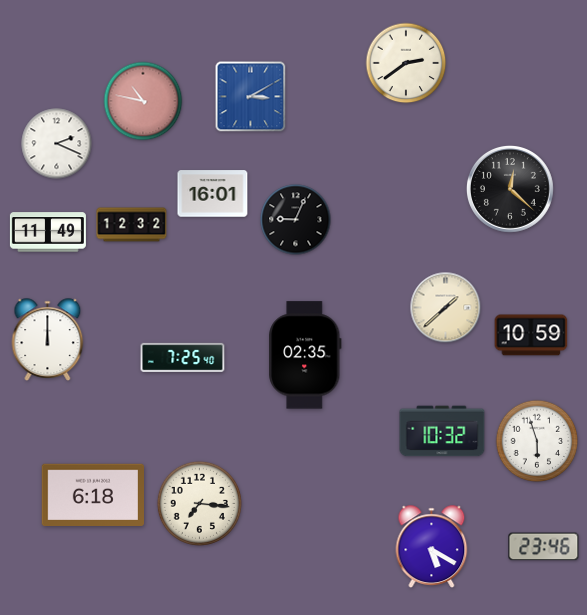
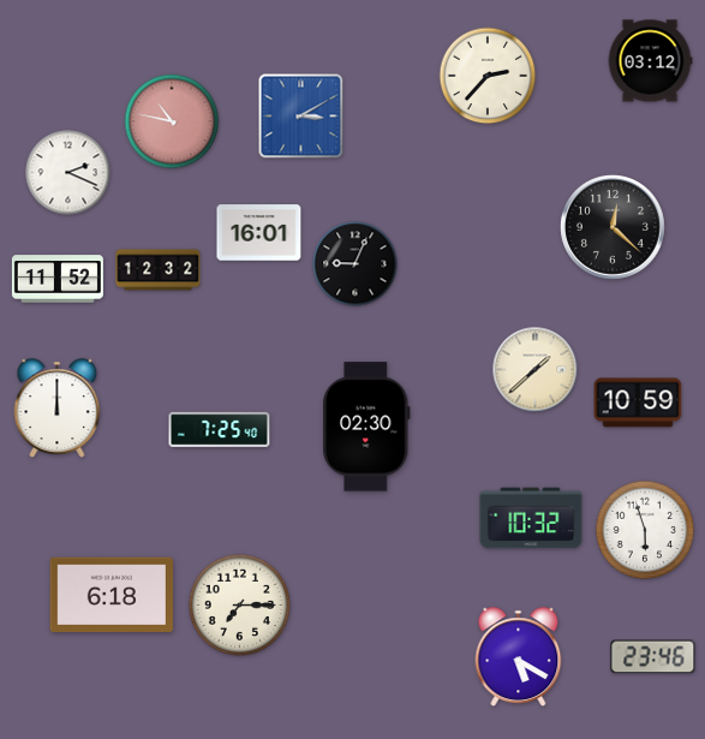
clock at (650, 61): none -> 03:12
clock at (406, 63): 2:39 -> 2:37
clock at (213, 194) position: (213, 194) -> (259, 233)
clock at (48, 232): 11:49 -> 11:52
clock at (305, 355): 02:35 -> 02:30
clock at (199, 503): 7:16 -> 7:15
